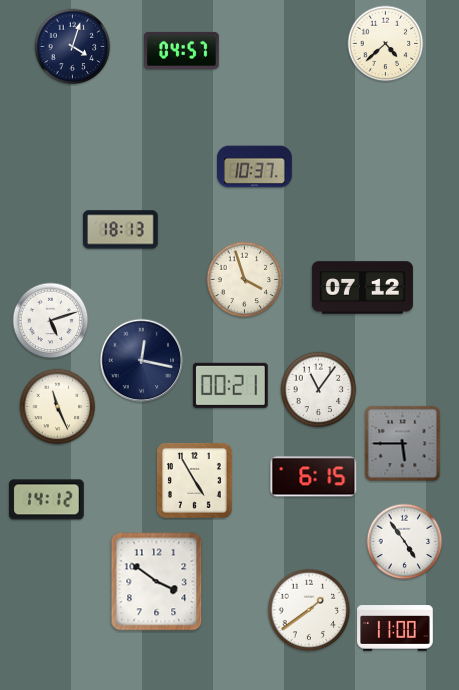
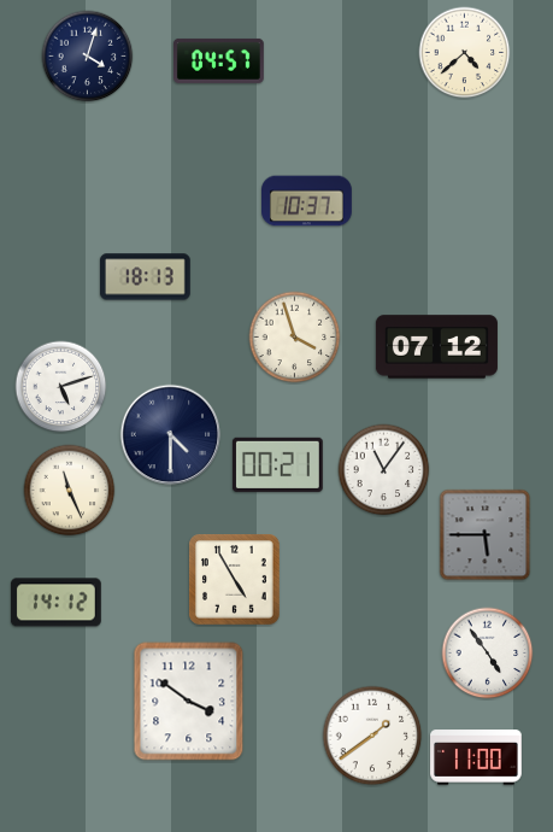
clock at (142, 361): 12:17 -> 4:30
clock at (314, 477): 6:15 -> none
